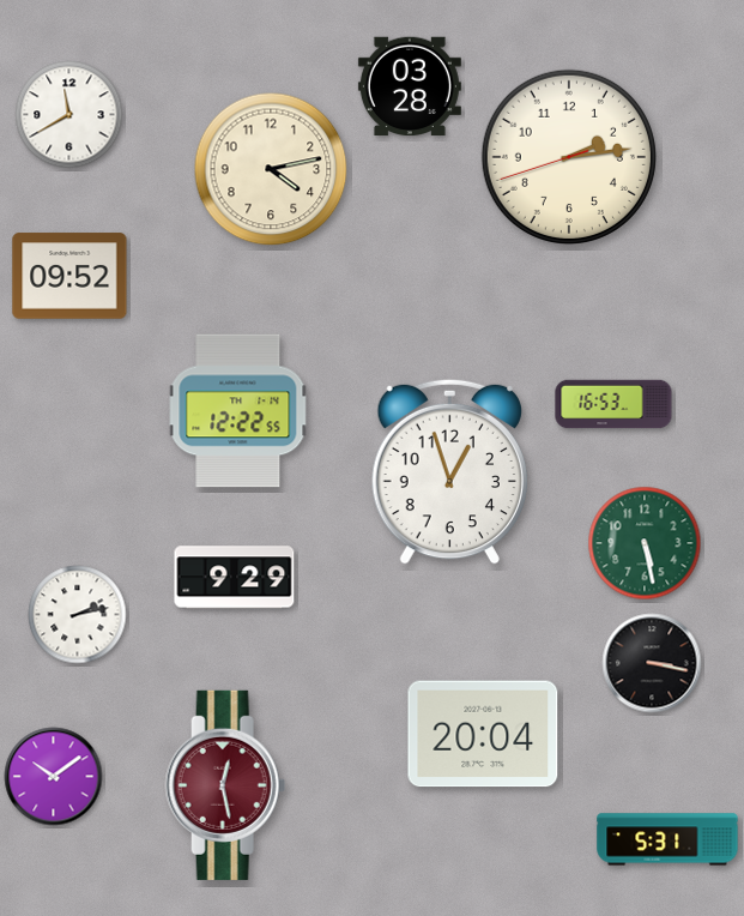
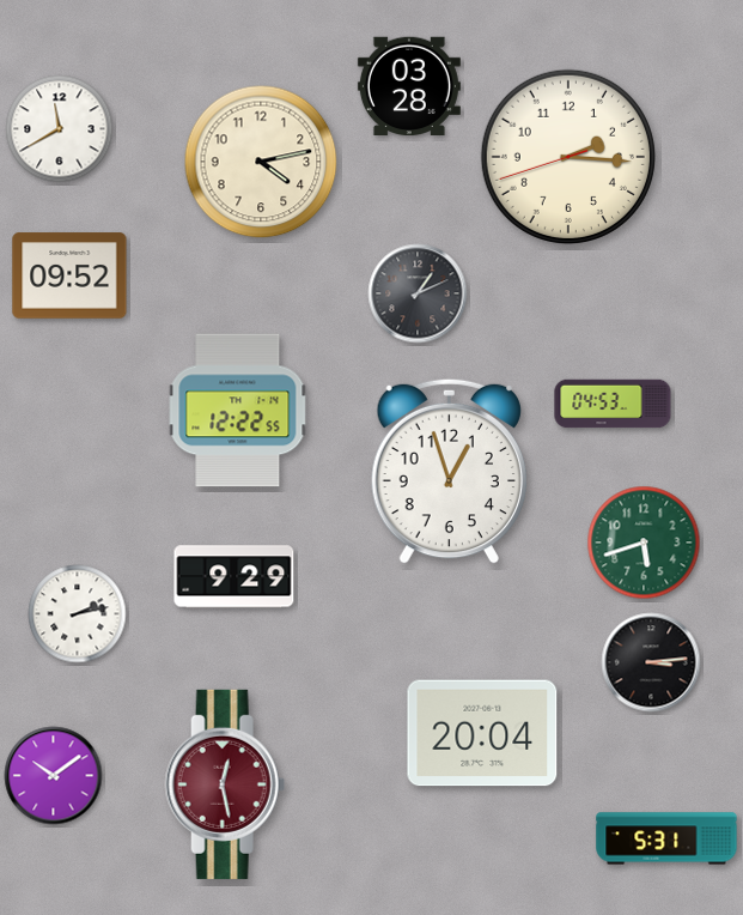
clock at (69, 115) position: (69, 115) -> (60, 129)
clock at (569, 157): 2:13 -> 2:15
clock at (271, 169) position: (271, 169) -> (261, 162)
clock at (418, 293): none -> 1:11
clock at (613, 404): 16:53 -> 04:53
clock at (645, 543): 5:28 -> 5:42
clock at (652, 663): 3:17 -> 3:14
